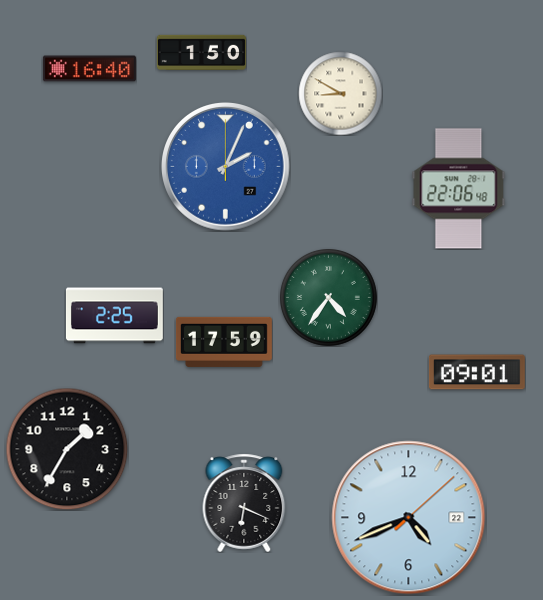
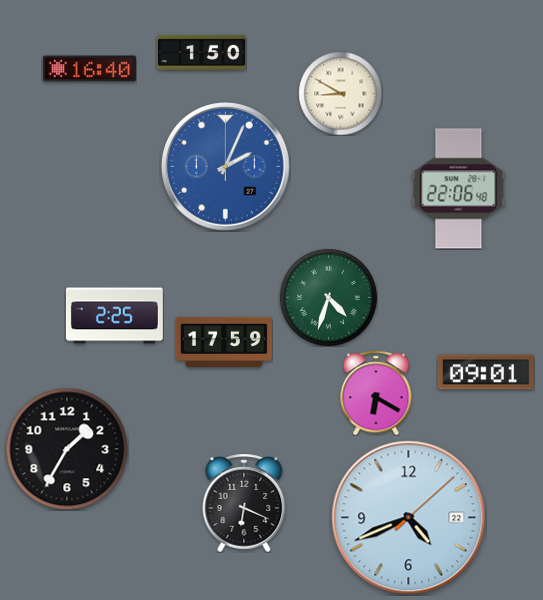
clock at (328, 297): 4:36 -> 4:33
clock at (477, 372) position: (477, 372) -> (486, 372)
clock at (376, 393): none -> 6:20
